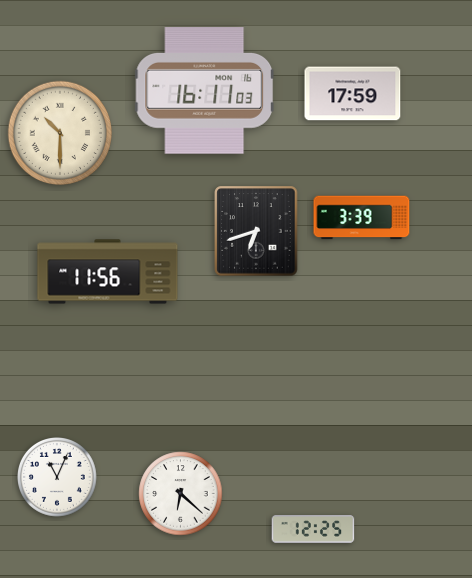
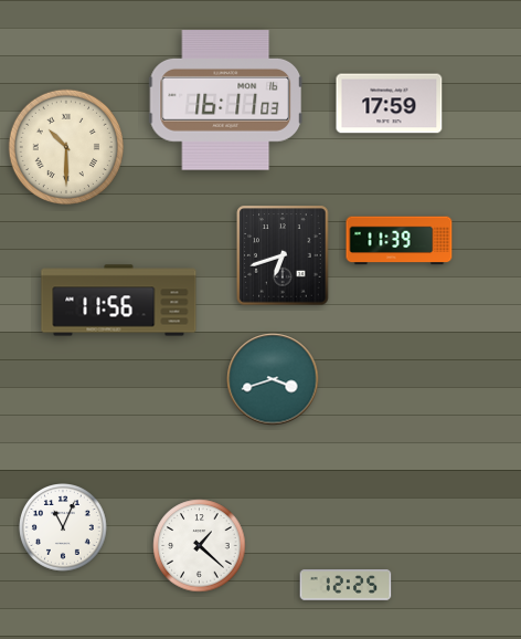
clock at (362, 218): 3:39 -> 11:39
clock at (273, 379): none -> 3:42
clock at (181, 494): 6:22 -> 1:22
